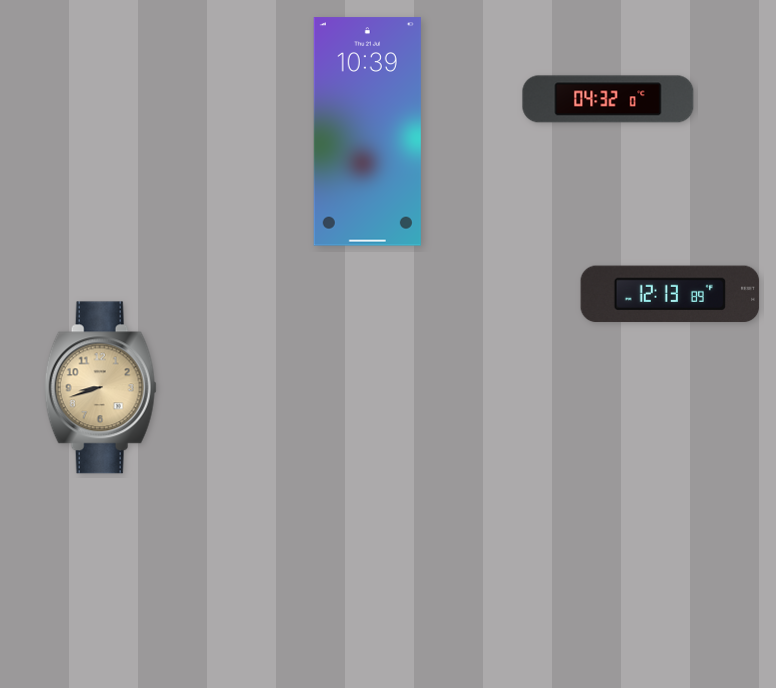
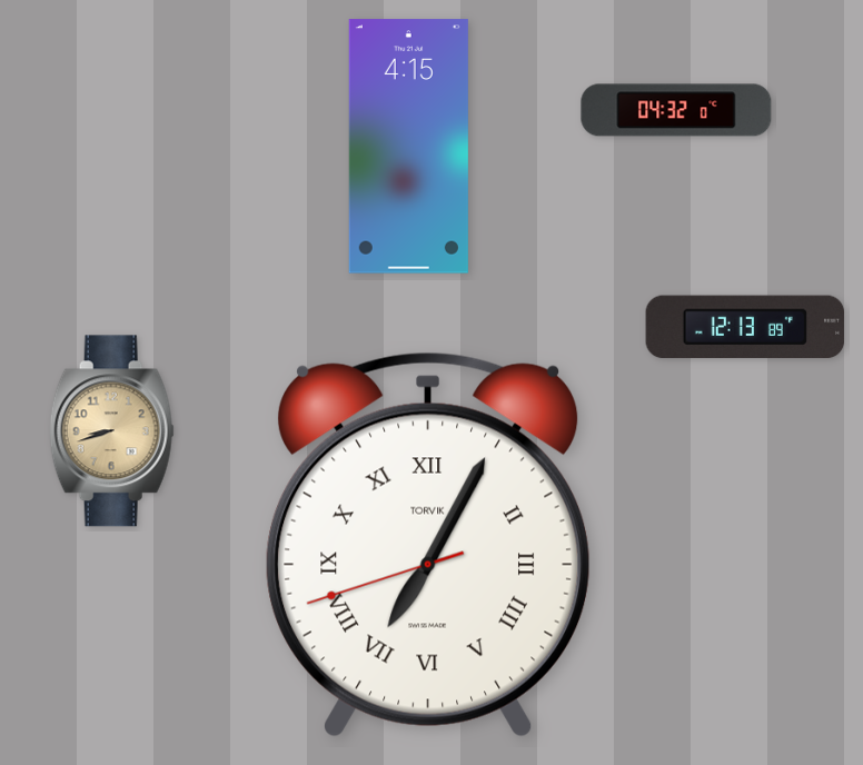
clock at (367, 132): 10:39 -> 4:15
clock at (428, 545): none -> 7:04
